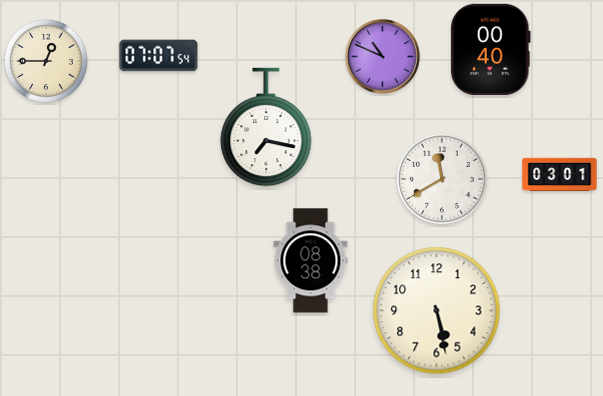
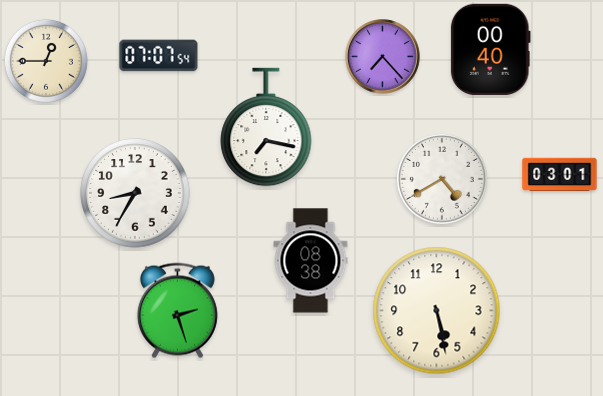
clock at (383, 57): 10:49 -> 7:23
clock at (442, 179): 11:40 -> 4:40
clock at (135, 193): none -> 8:35
clock at (177, 311): none -> 2:27
